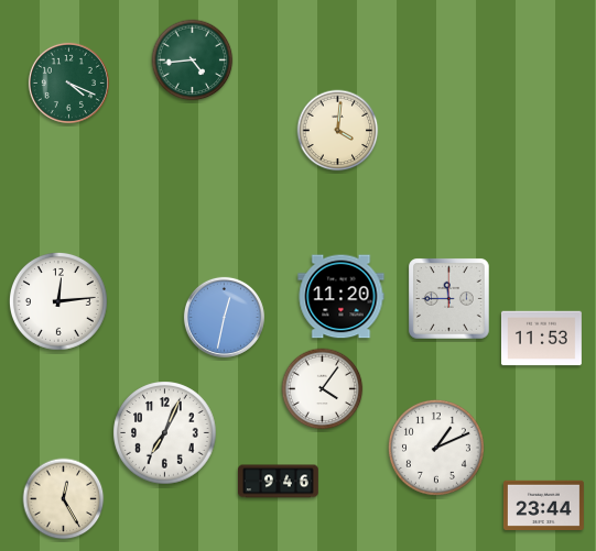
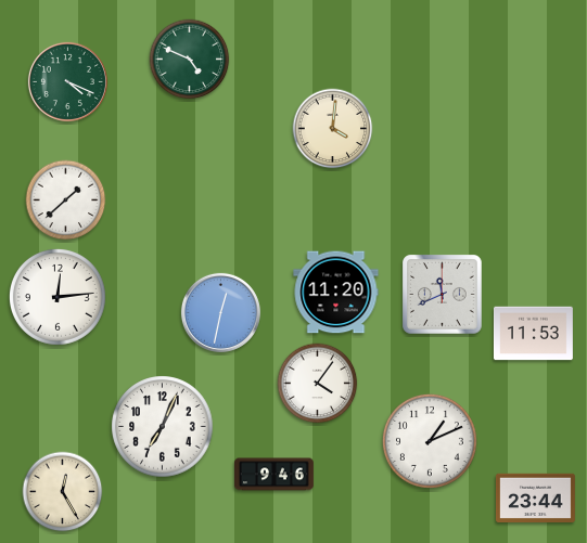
clock at (193, 60): 4:44 -> 4:49
clock at (66, 201): none -> 1:38
clock at (449, 299): 11:45 -> 11:41
